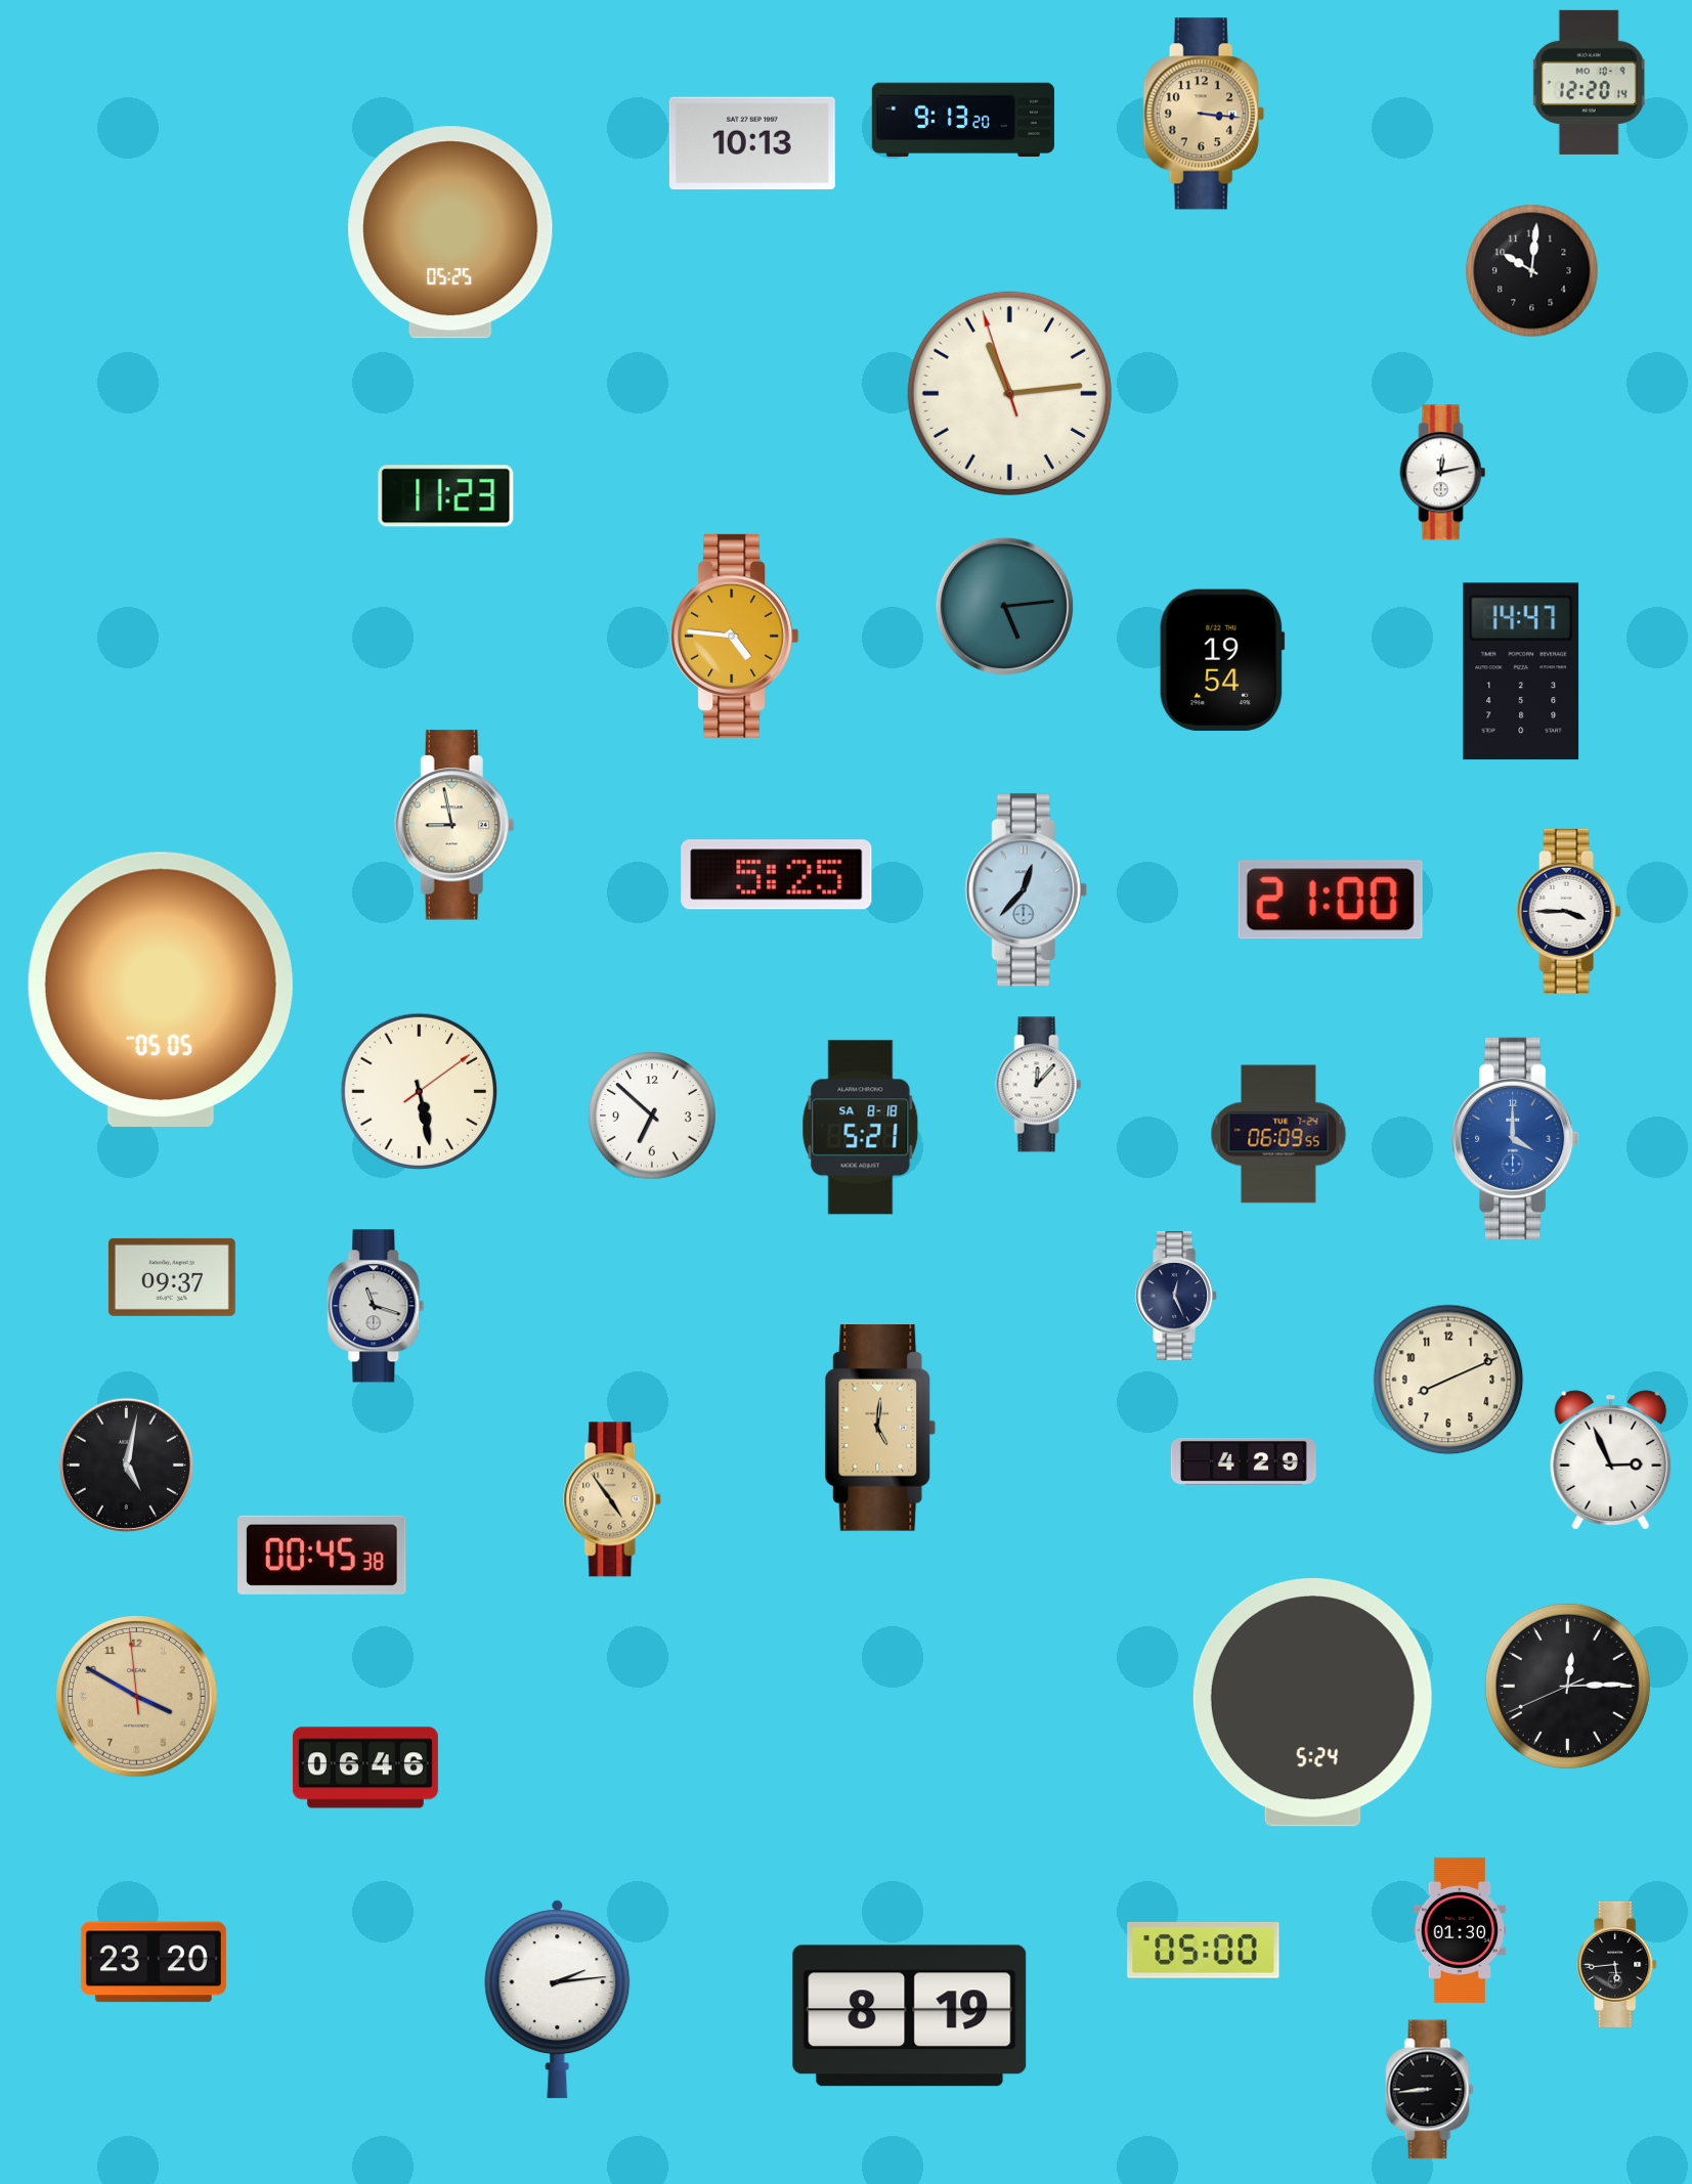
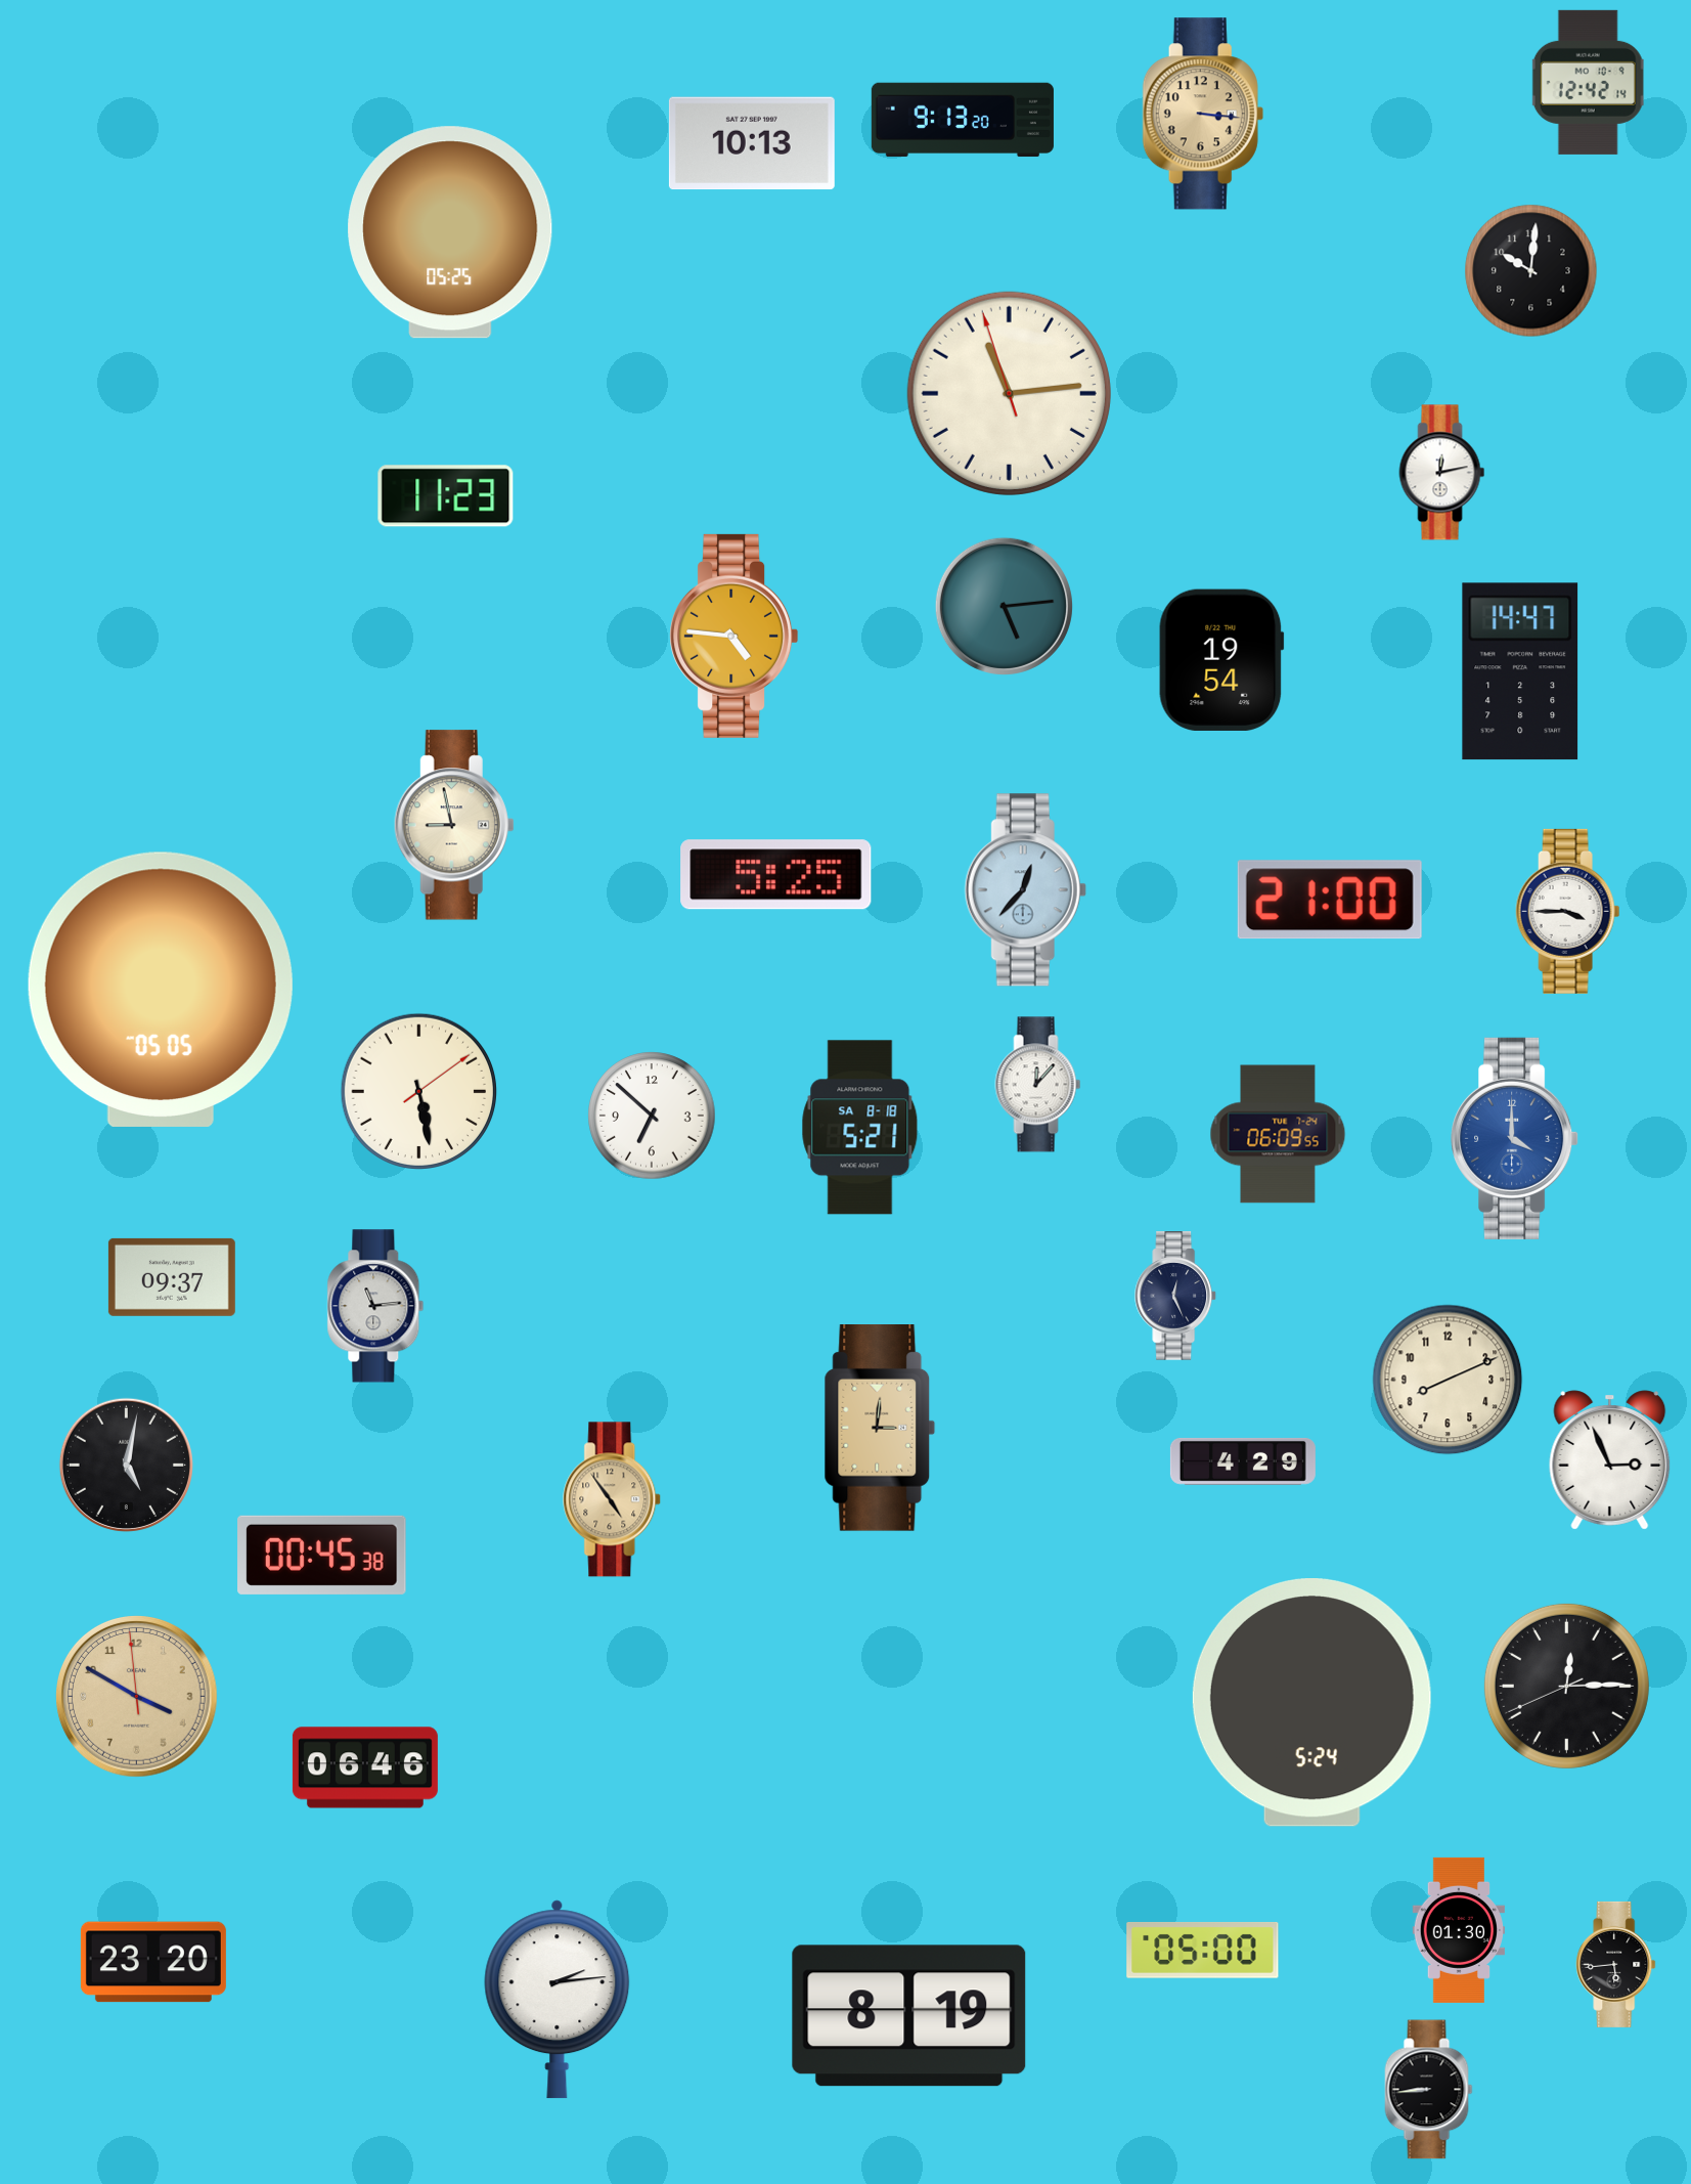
clock at (1589, 82): 12:20 -> 12:42
clock at (376, 1306): 11:18 -> 11:14
clock at (880, 1429): 5:01 -> 3:01
